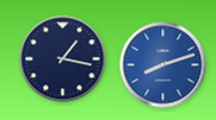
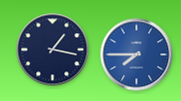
clock at (163, 65): 8:12 -> 7:45
